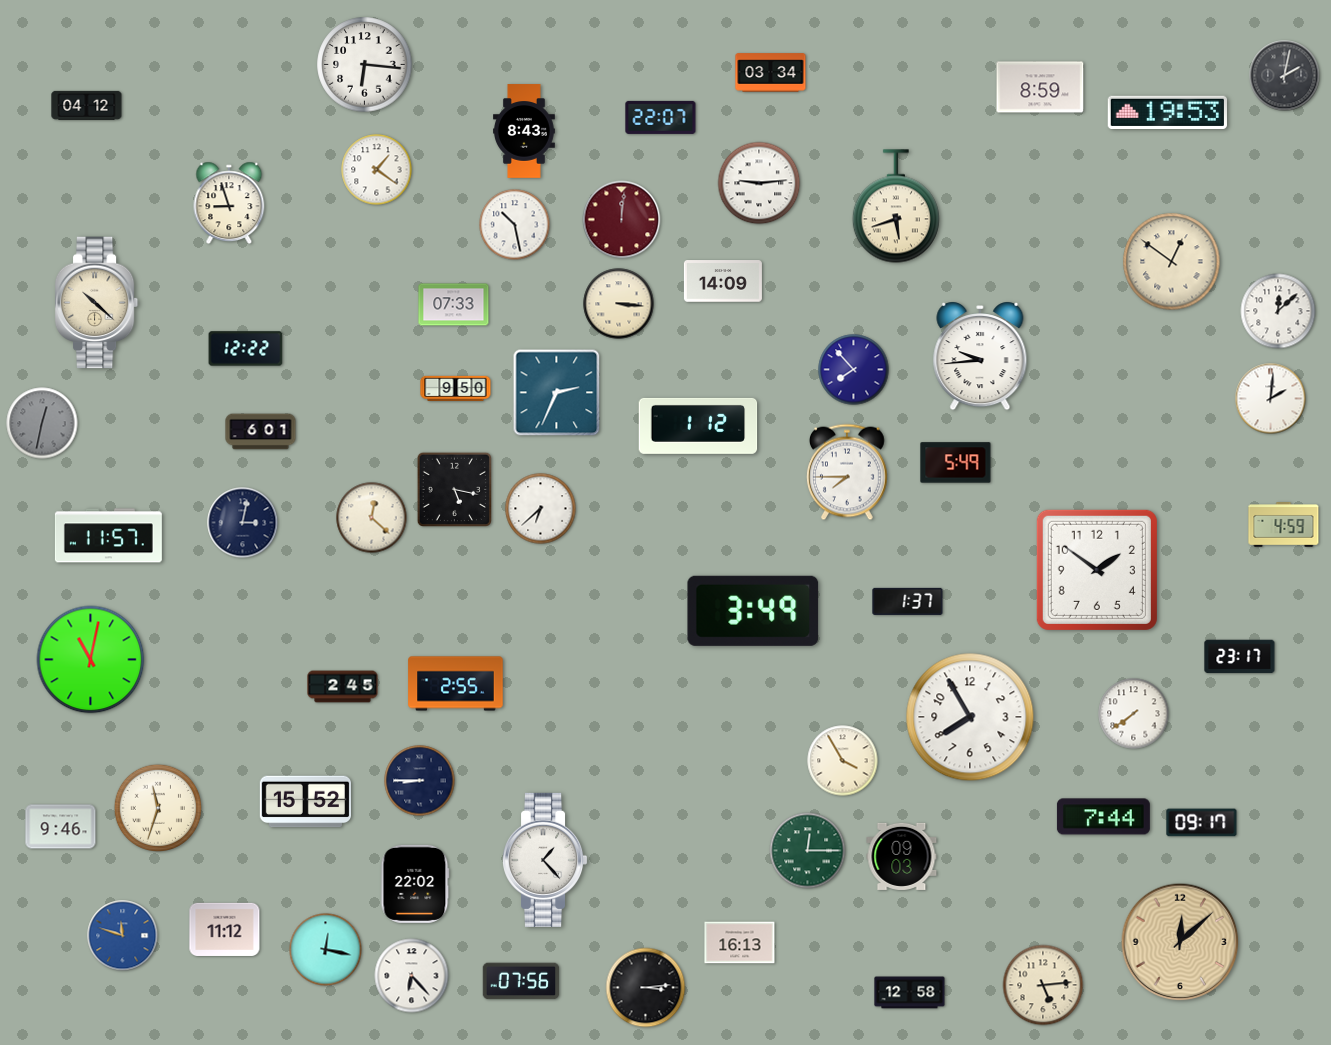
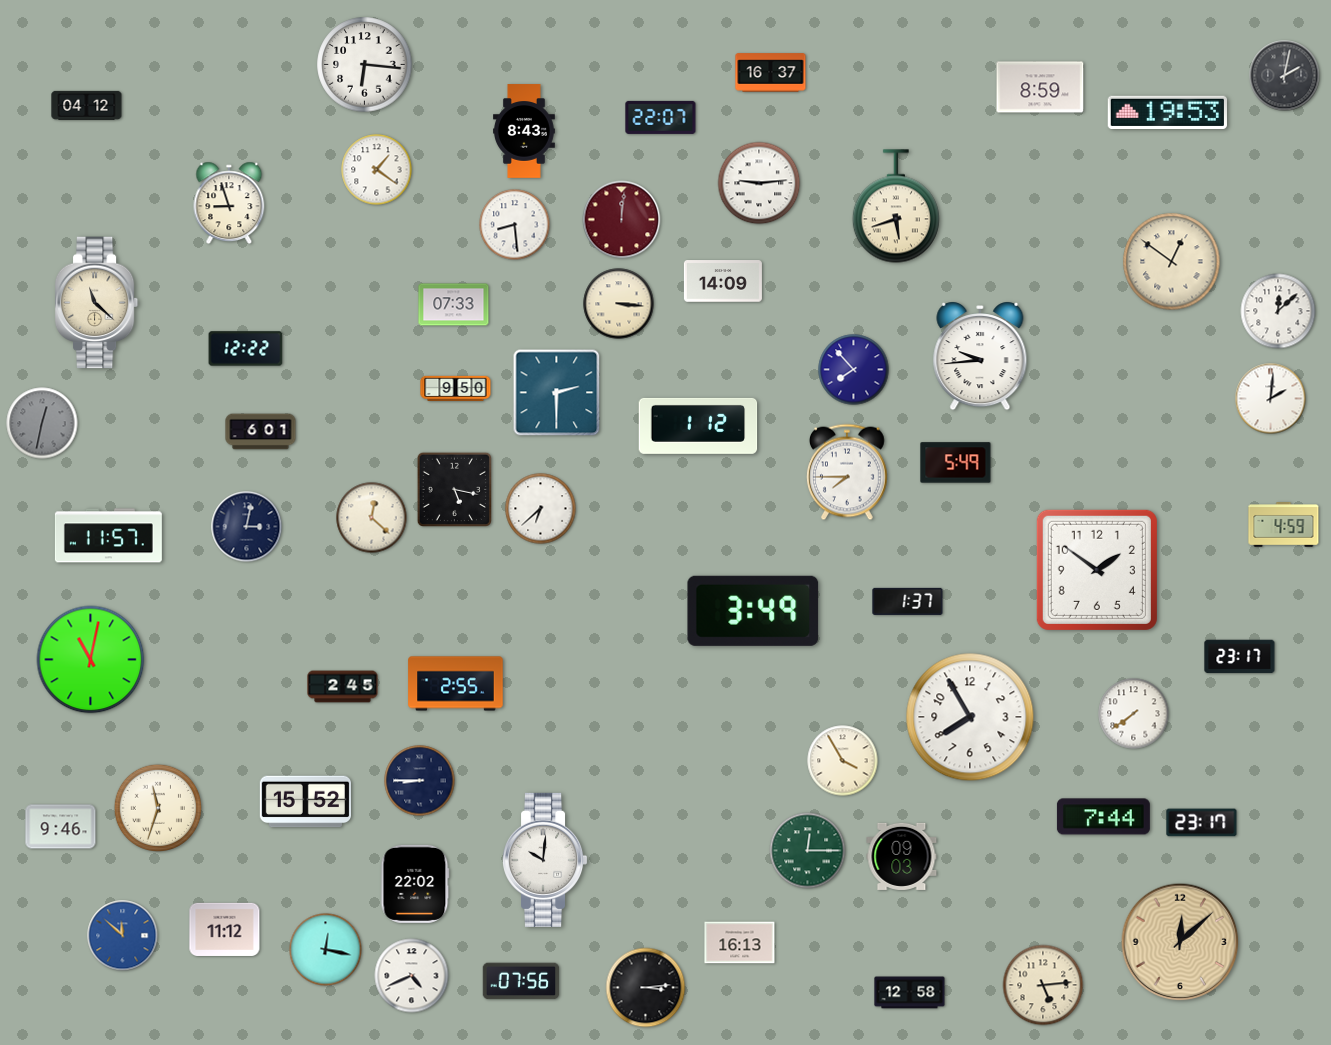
clock at (771, 73): 03:34 -> 16:37
clock at (515, 225): 10:28 -> 8:29
clock at (97, 303): 10:22 -> 11:22
clock at (557, 393): 2:34 -> 2:30
clock at (243, 523) position: (243, 523) -> (247, 527)
clock at (1202, 823): 09:17 -> 23:17
clock at (546, 860): 1:23 -> 10:01
clock at (123, 936): 11:48 -> 11:52
clock at (412, 976): 6:23 -> 4:41
